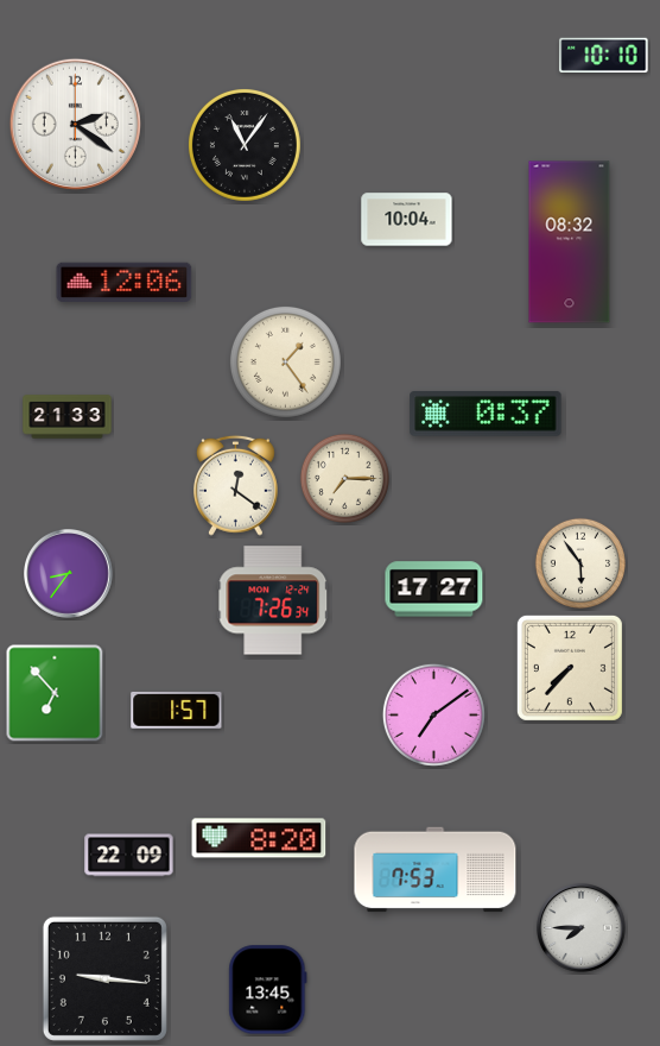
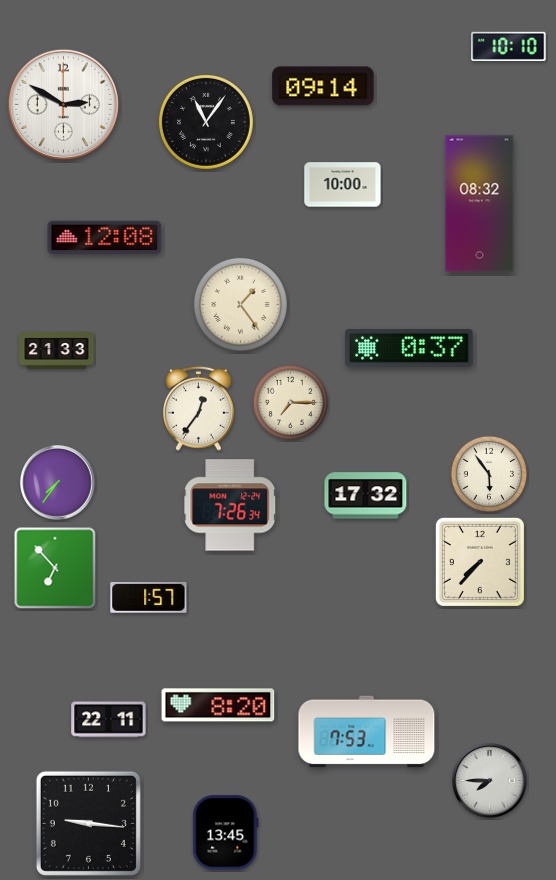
clock at (323, 86): none -> 09:14
clock at (75, 124): 2:21 -> 2:50
clock at (407, 220): 10:04 -> 10:00
clock at (125, 282): 12:06 -> 12:08
clock at (236, 485): 12:21 -> 12:36
clock at (69, 574): 8:36 -> 7:36
clock at (434, 590): 17:27 -> 17:32
clock at (55, 693) position: (55, 693) -> (55, 568)
clock at (433, 714): 7:09 -> none
clock at (129, 856): 22:09 -> 22:11
